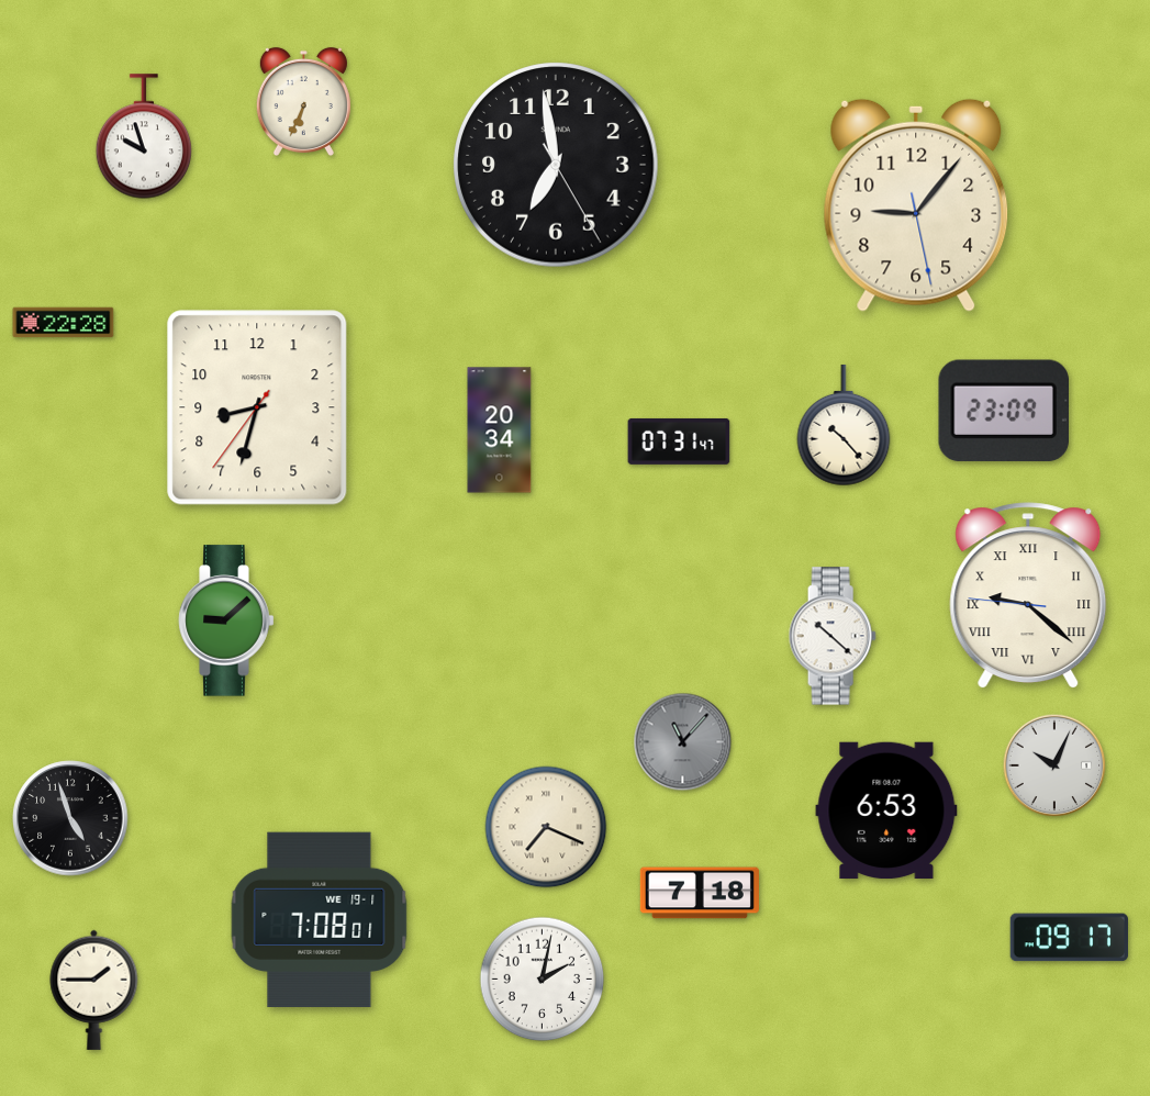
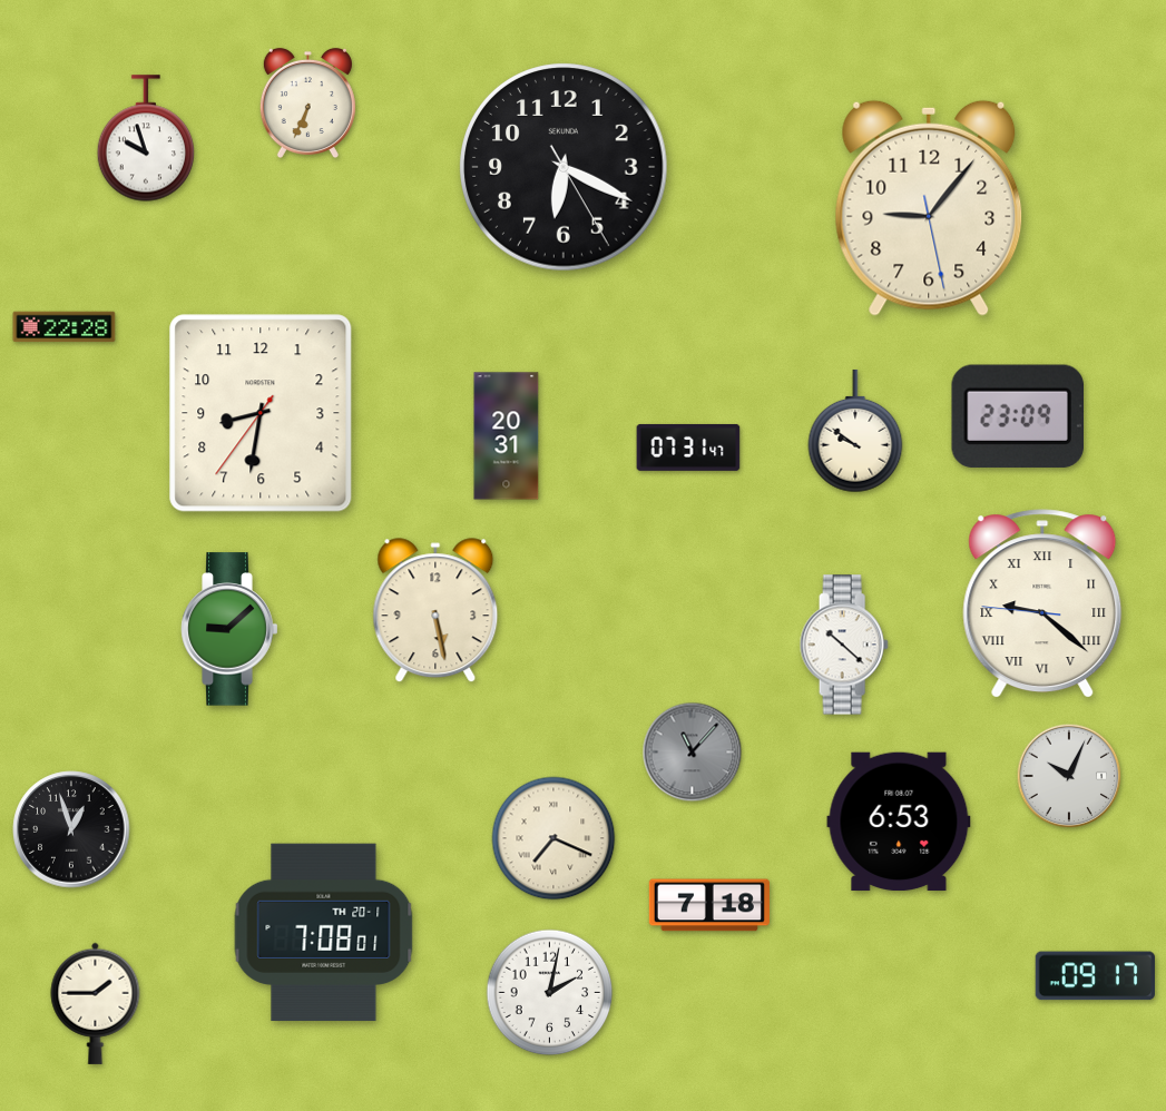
clock at (556, 165): 6:58 -> 6:19
clock at (257, 407): 8:32 -> 8:31
clock at (844, 425): 10:23 -> 9:51
clock at (500, 430): 20:34 -> 20:31
clock at (435, 611): none -> 5:28
clock at (70, 818): 4:57 -> 12:57
clock at (320, 920) date: WE 19-1 -> TH 20-1
clock at (1069, 938) position: (1069, 938) -> (1095, 976)
